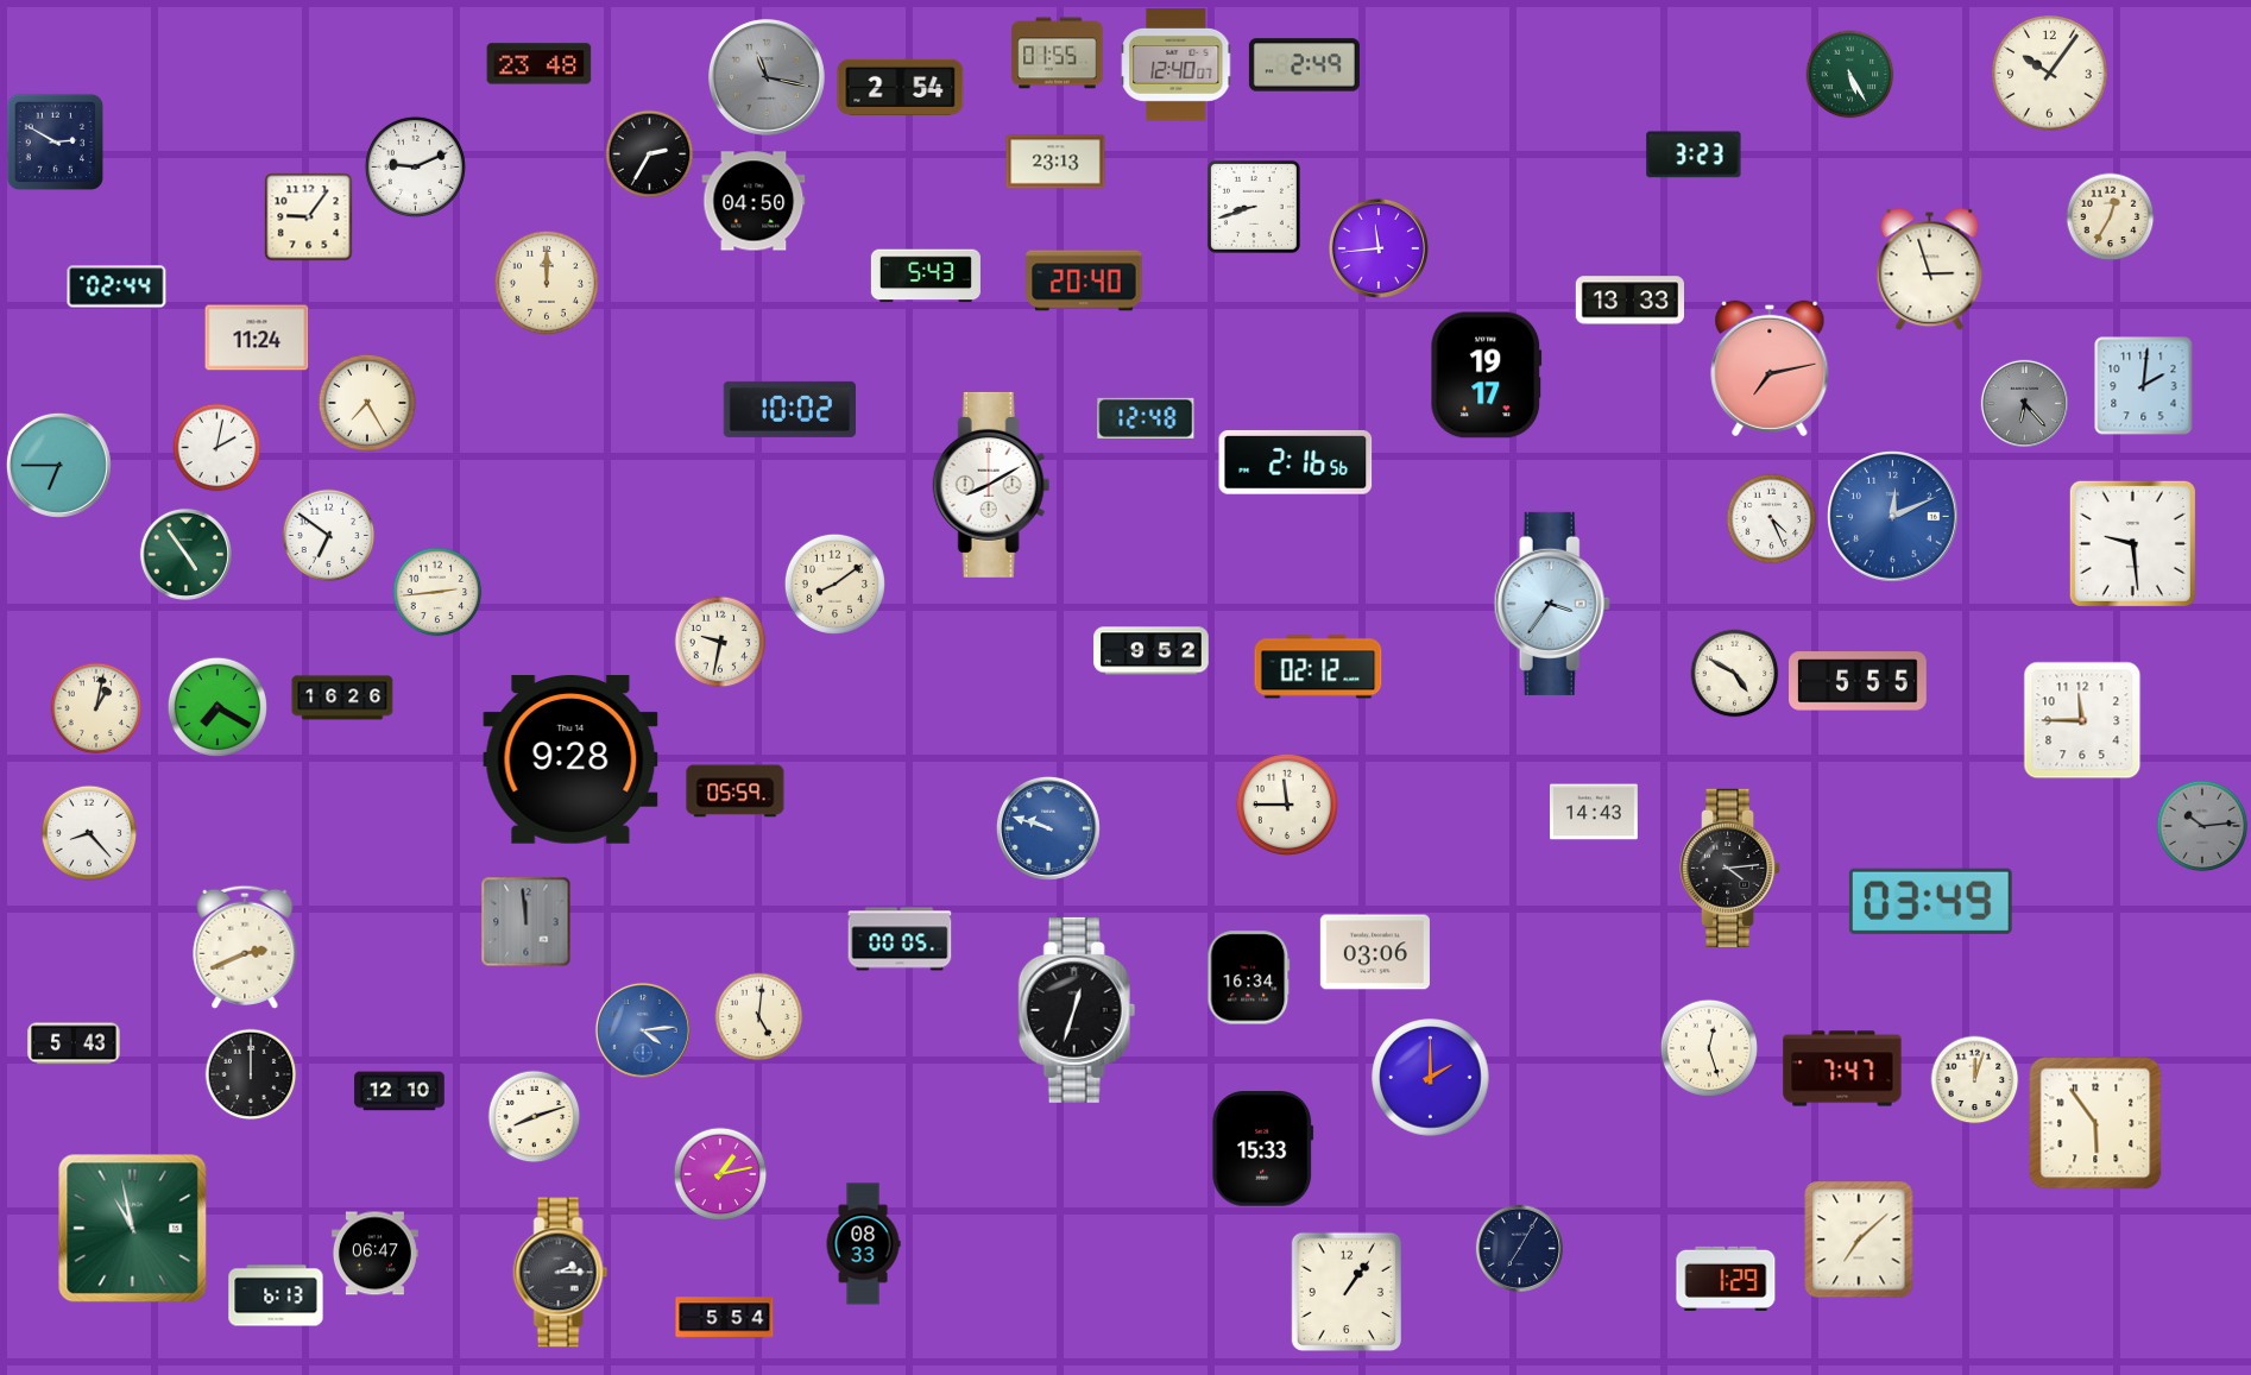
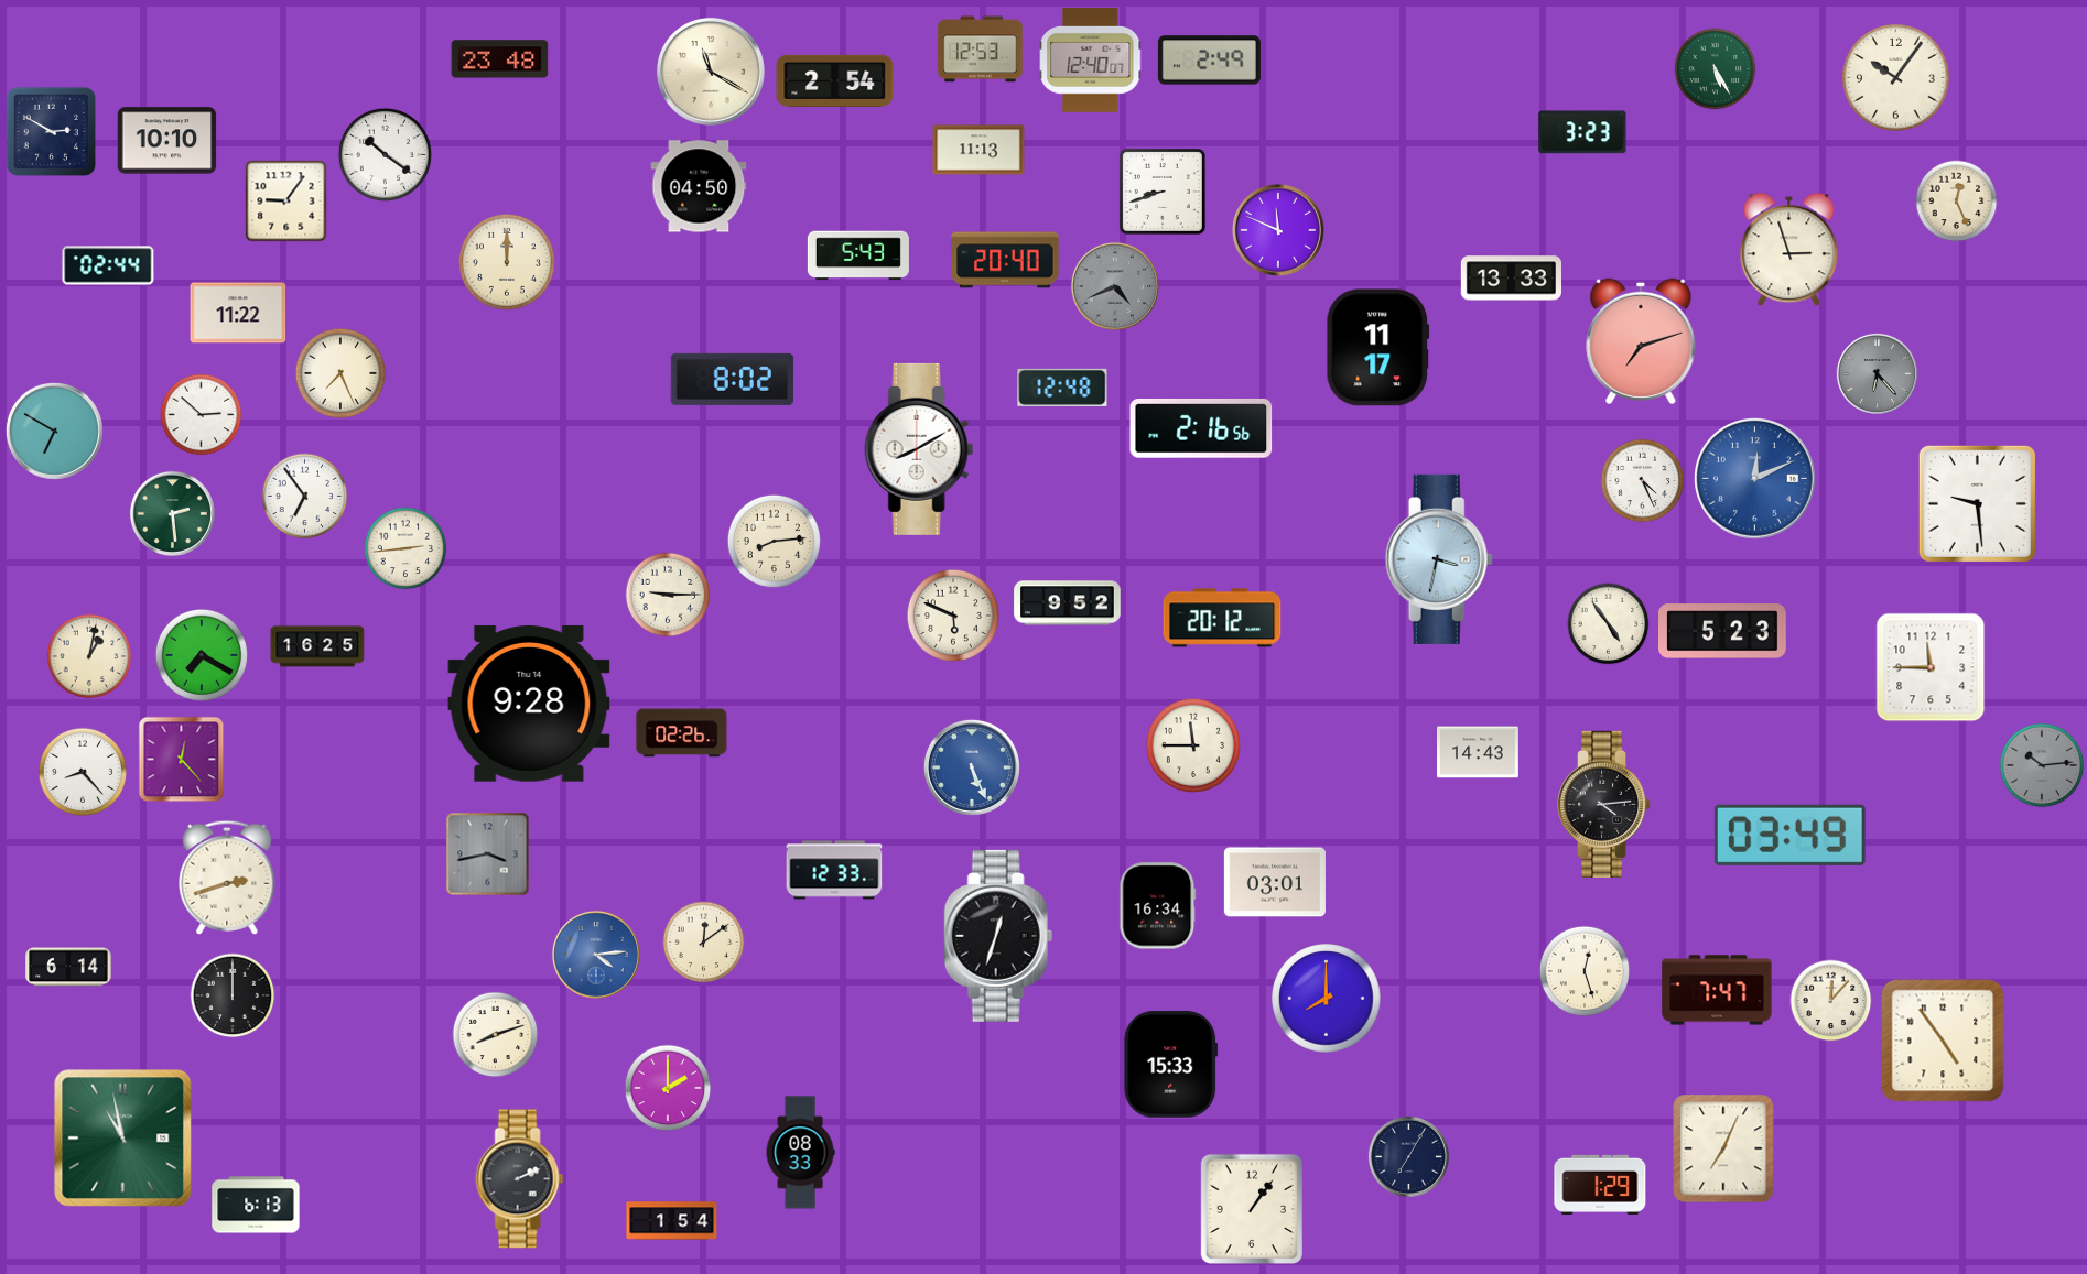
clock at (1058, 53): 01:55 -> 12:53
clock at (2050, 74) position: (2050, 74) -> (1896, 78)
clock at (767, 77): 11:17 -> 11:20
clock at (767, 77) dial: grey -> cream
clock at (167, 141): none -> 10:10
clock at (650, 154): 2:35 -> none
clock at (1694, 154) position: (1694, 154) -> (1582, 132)
clock at (1055, 162): 23:13 -> 11:13
clock at (415, 166): 9:11 -> 10:21
clock at (2111, 217): 12:35 -> 12:26
clock at (1379, 248): 11:44 -> 11:49
clock at (1115, 286): none -> 4:41
clock at (257, 338): 11:24 -> 11:22
clock at (1770, 368): 7:13 -> 7:12
clock at (1487, 376): 19:17 -> 11:17
clock at (2144, 386): 2:01 -> none
clock at (366, 402): 7:25 -> 7:26
clock at (789, 409): 10:02 -> 8:02
clock at (217, 448): 2:02 -> 2:52
clock at (58, 465): 6:45 -> 6:50
clock at (329, 536): 6:51 -> 6:54
clock at (185, 554): 4:54 -> 2:29
clock at (834, 584): 8:09 -> 8:14
clock at (1552, 604): 3:36 -> 3:32
clock at (720, 642): 9:32 -> 9:15
clock at (953, 616): none -> 5:49
clock at (1318, 667): 02:12 -> 20:12
clock at (1735, 674): 4:50 -> 4:54
clock at (1859, 681): 5:55 -> 5:23
clock at (342, 698): 16:26 -> 16:25
clock at (736, 791): 05:59 -> 02:26
clock at (182, 760): none -> 12:23
clock at (1048, 828): 9:48 -> 5:26
clock at (527, 922): 11:59 -> 3:43
clock at (900, 939): 00:05 -> 12:33
clock at (245, 947): 2:41 -> 2:42
clock at (1375, 952): 03:06 -> 03:01
clock at (759, 1017): 5:01 -> 12:09
clock at (74, 1043): 5:43 -> 6:14
clock at (1842, 1068) position: (1842, 1068) -> (1717, 990)
clock at (1431, 1078): 2:00 -> 8:00
clock at (1975, 1080): 12:03 -> 12:07
clock at (399, 1091): 12:10 -> none
clock at (2095, 1123): 5:54 -> 4:54
clock at (720, 1174): 1:13 -> 2:00
clock at (1859, 1240): 7:08 -> 7:04
clock at (374, 1254): 06:47 -> none
clock at (561, 1273): 2:15 -> 2:11
clock at (1345, 1291) position: (1345, 1291) -> (1251, 1208)
clock at (276, 1295) position: (276, 1295) -> (256, 1205)
clock at (725, 1318): 5:54 -> 1:54
